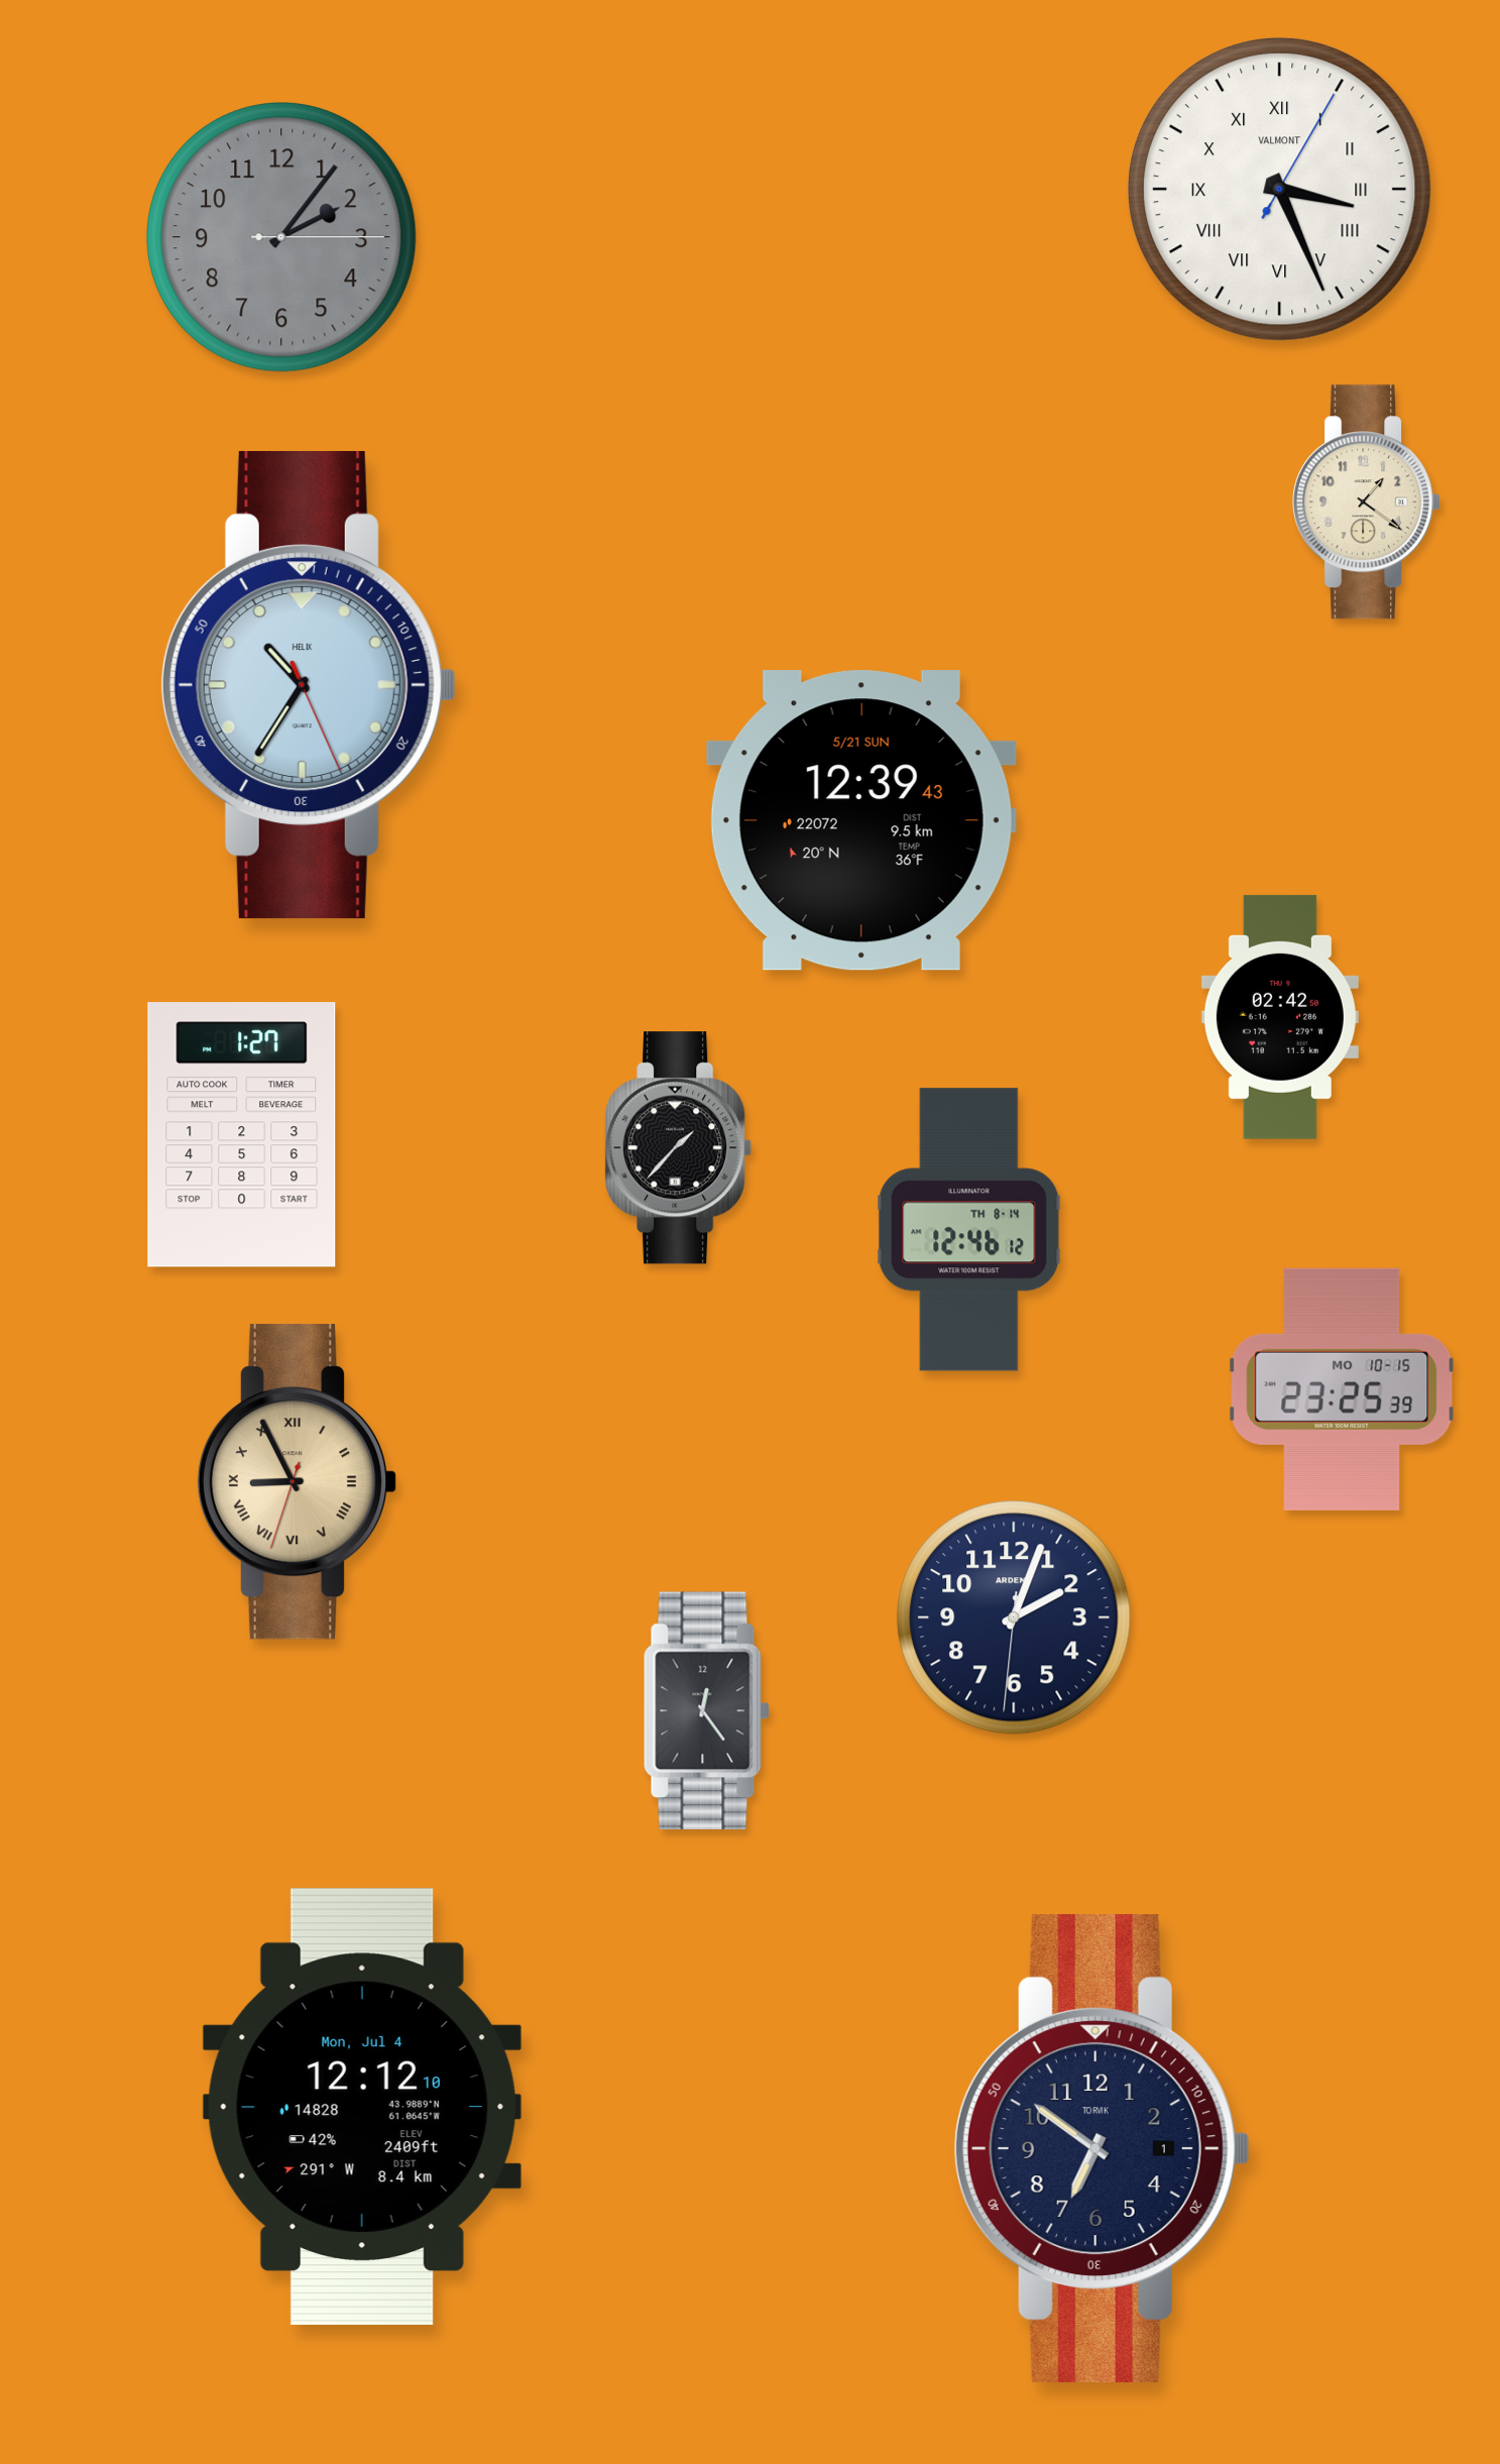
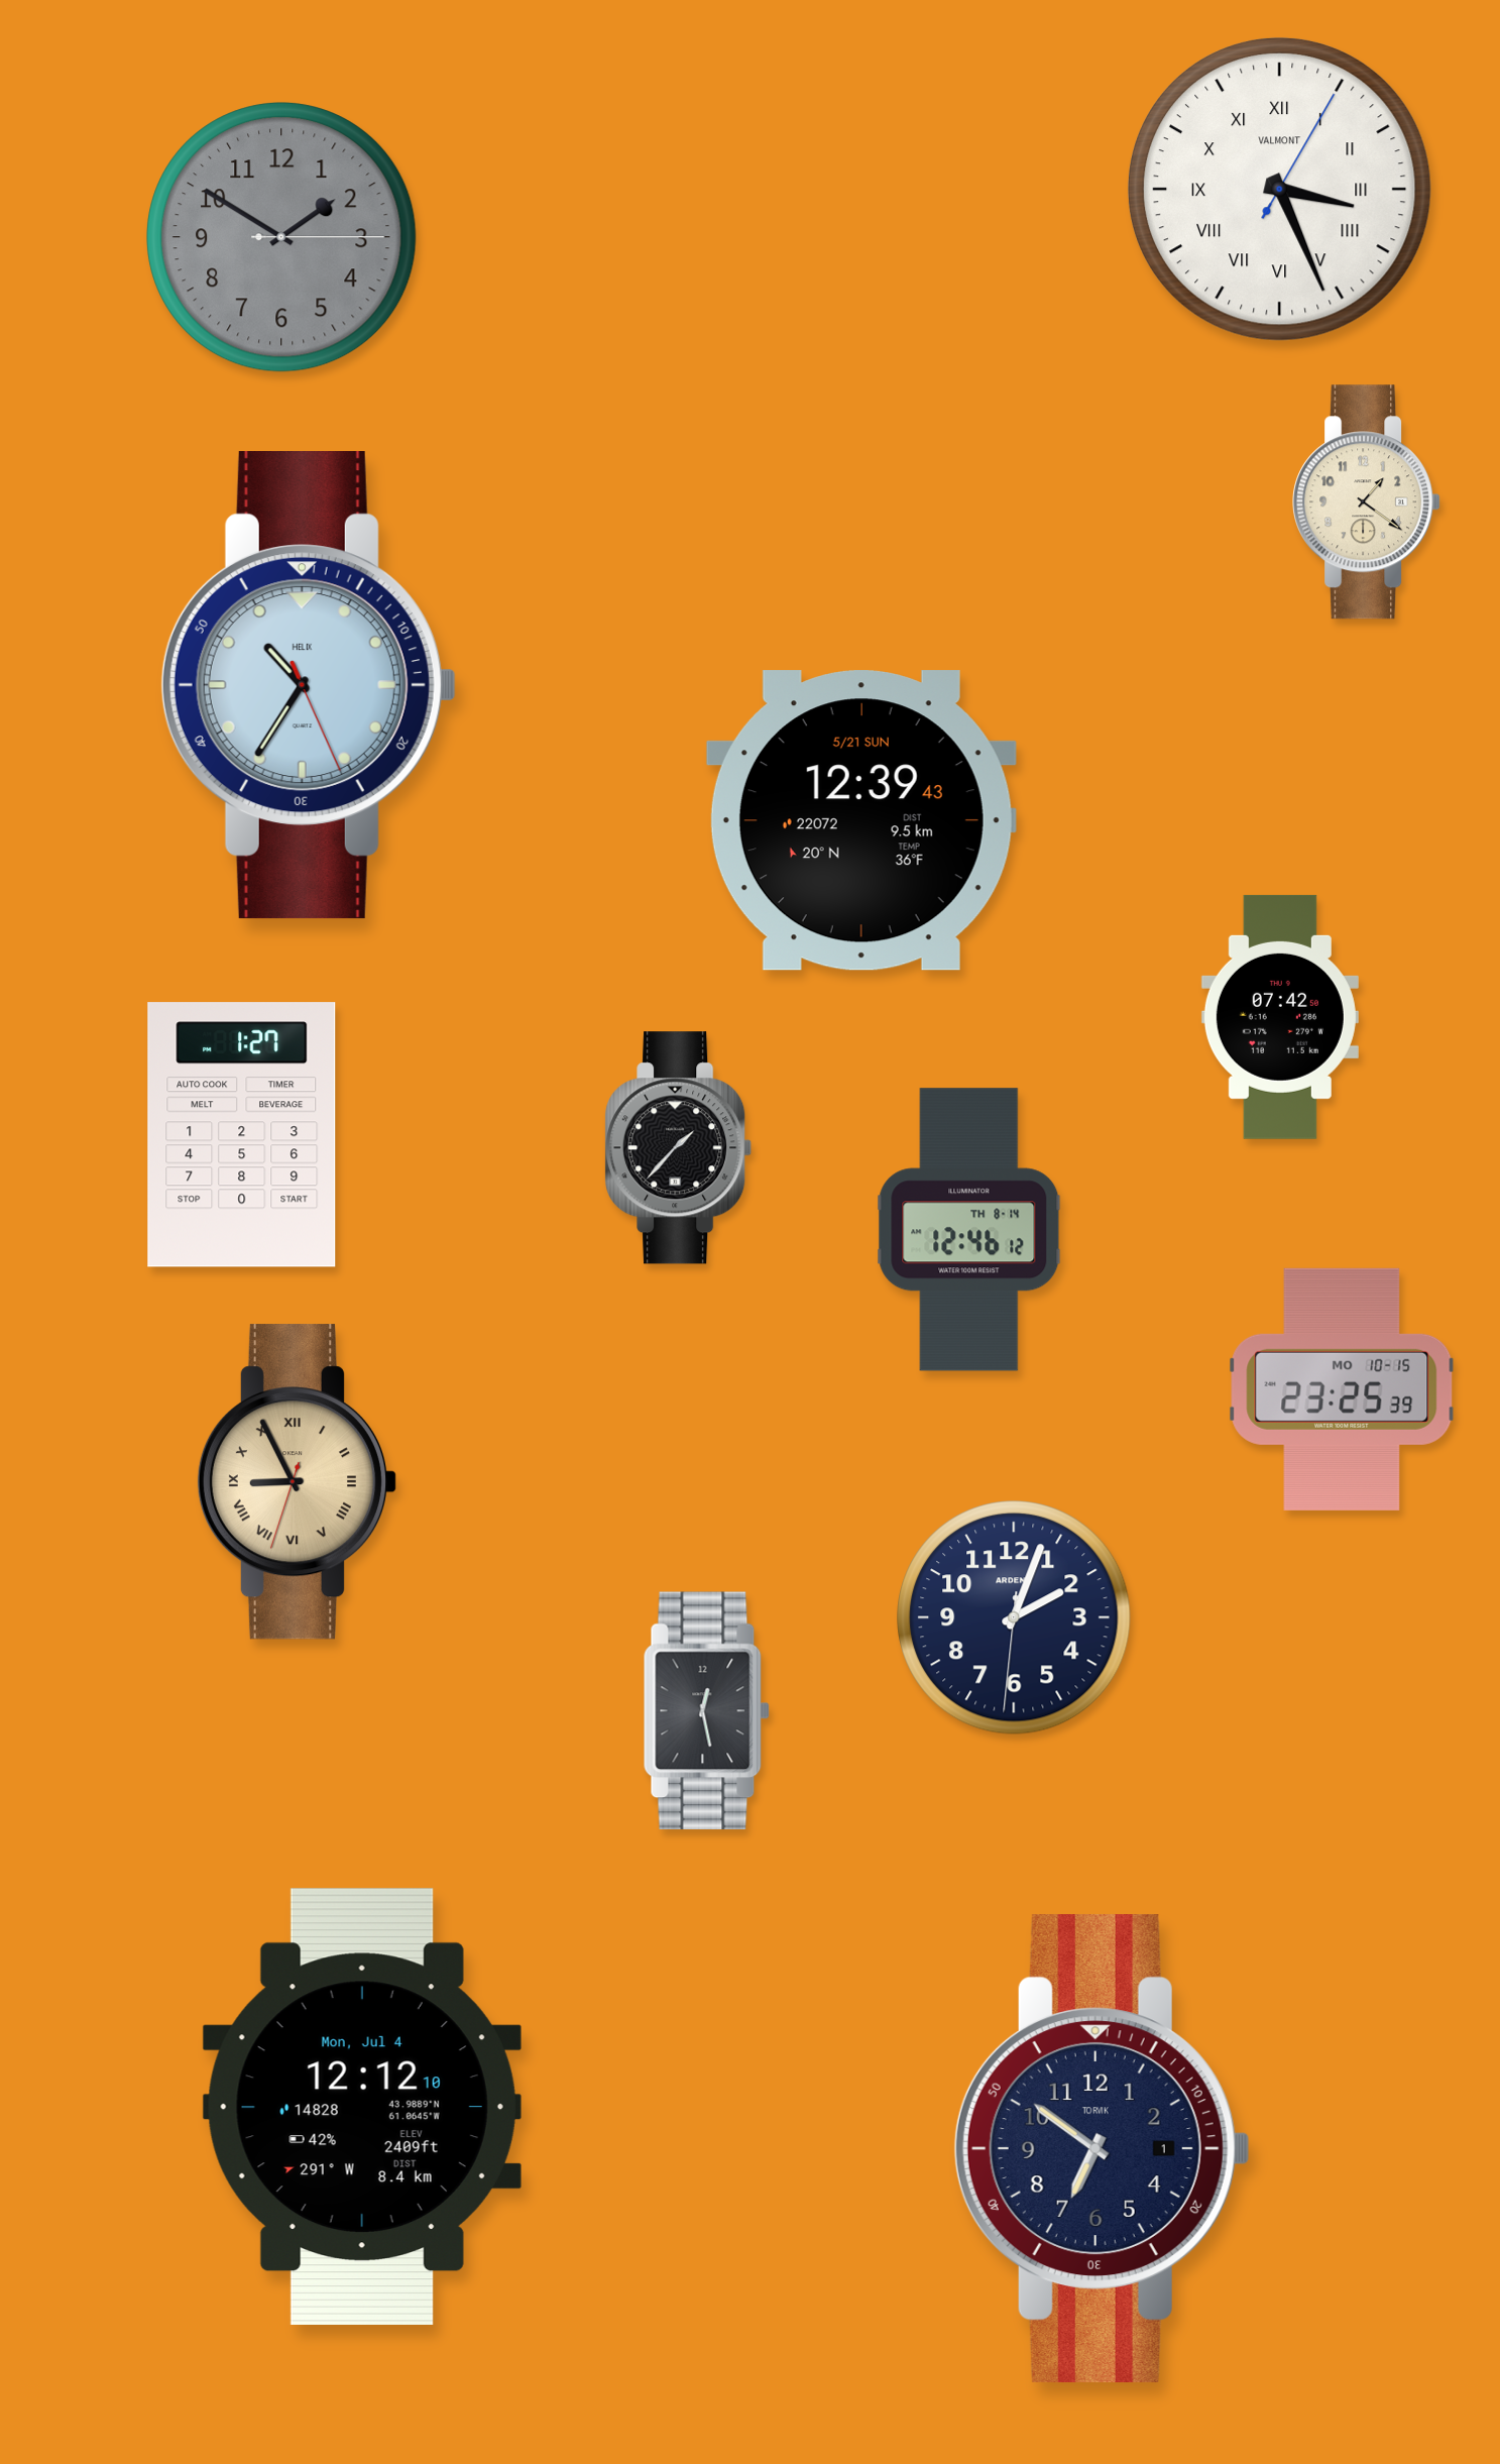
clock at (281, 237): 2:06 -> 1:50
clock at (1280, 1017): 02:42 -> 07:42
clock at (706, 1711): 12:24 -> 12:28
